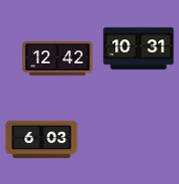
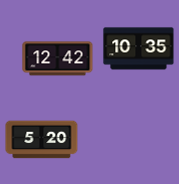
clock at (139, 49): 10:31 -> 10:35
clock at (42, 140): 6:03 -> 5:20
